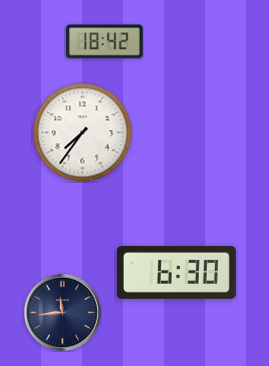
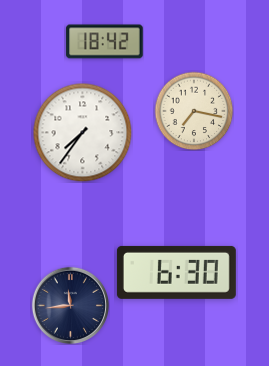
clock at (194, 111): none -> 7:17
clock at (62, 312) position: (62, 312) -> (70, 305)
